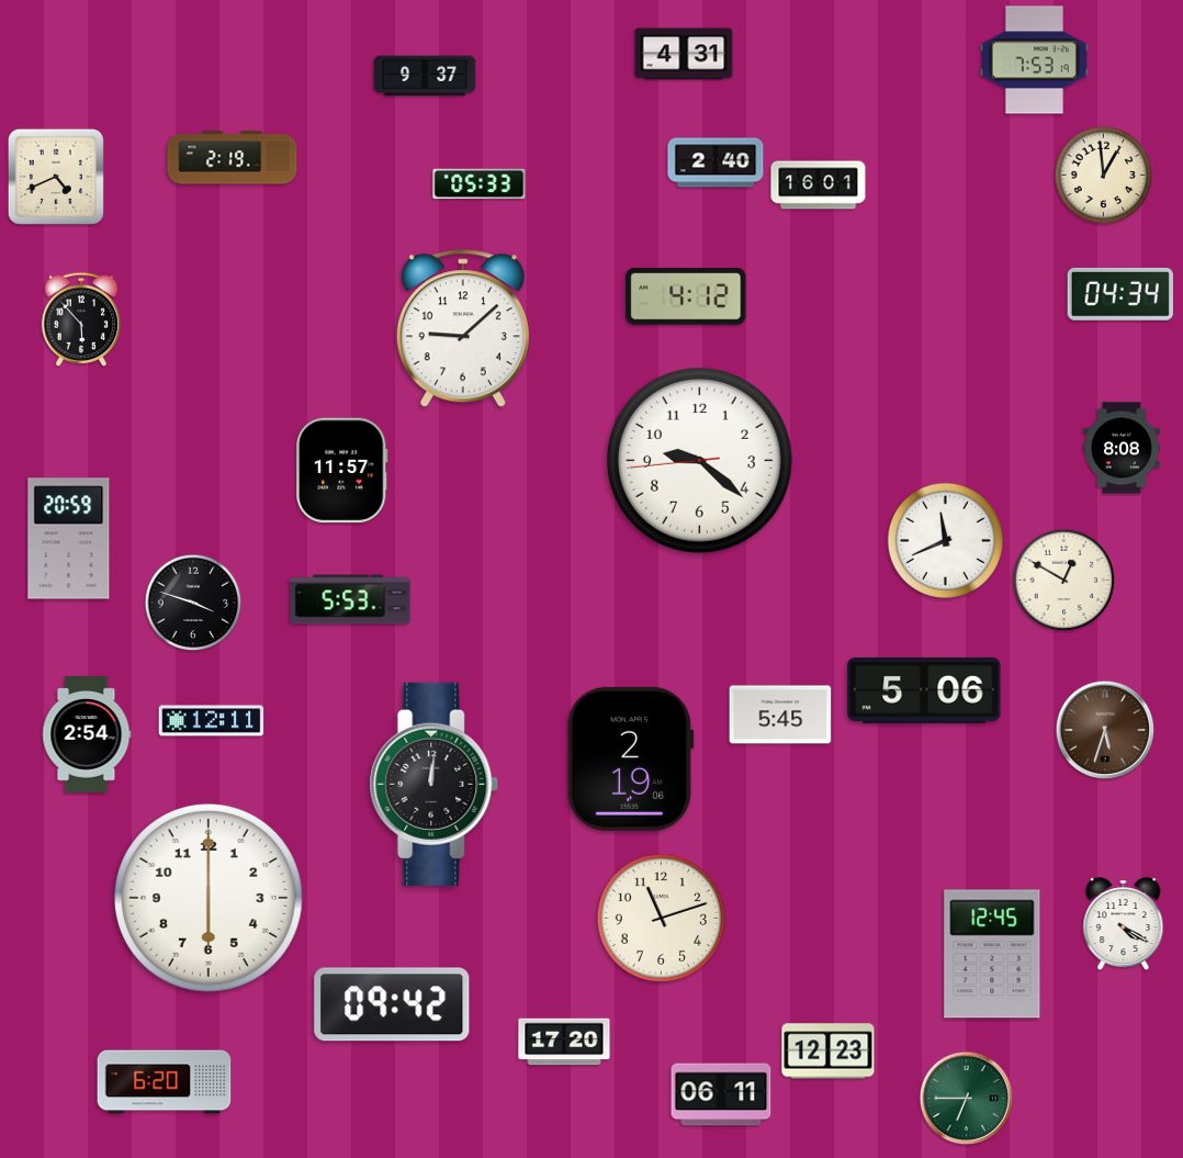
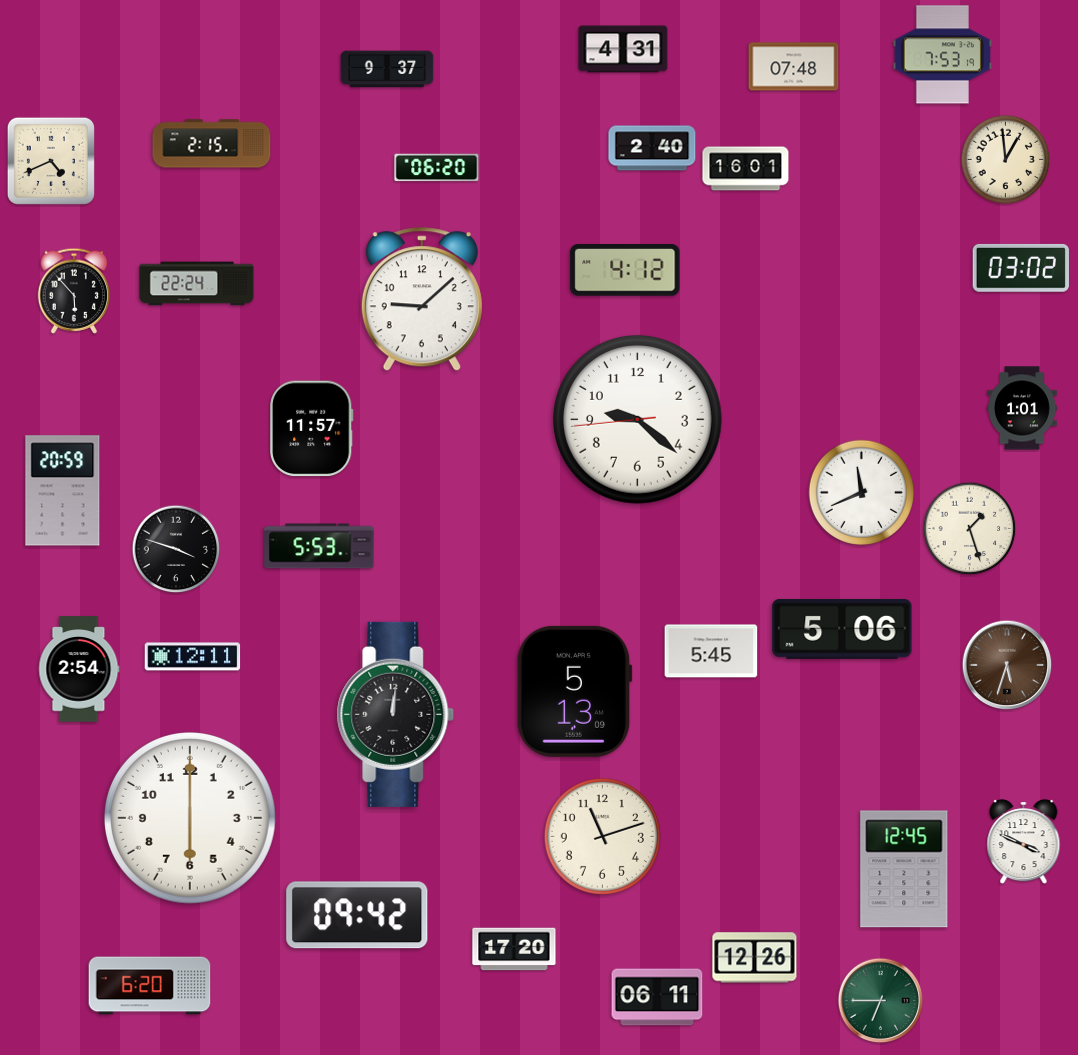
clock at (794, 67): none -> 07:48
clock at (233, 158): 2:19 -> 2:15
clock at (480, 184): 05:33 -> 06:20
clock at (1120, 294): 04:34 -> 03:02
clock at (197, 284): none -> 22:24
clock at (1123, 448): 8:08 -> 1:01
clock at (1064, 581): 12:50 -> 1:27
clock at (630, 758): 2:19 -> 5:13
clock at (1124, 925): 4:20 -> 3:49
clock at (829, 1052): 12:23 -> 12:26
